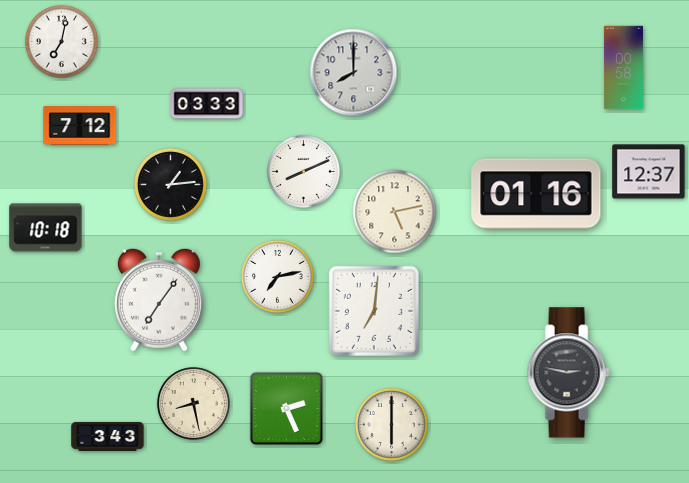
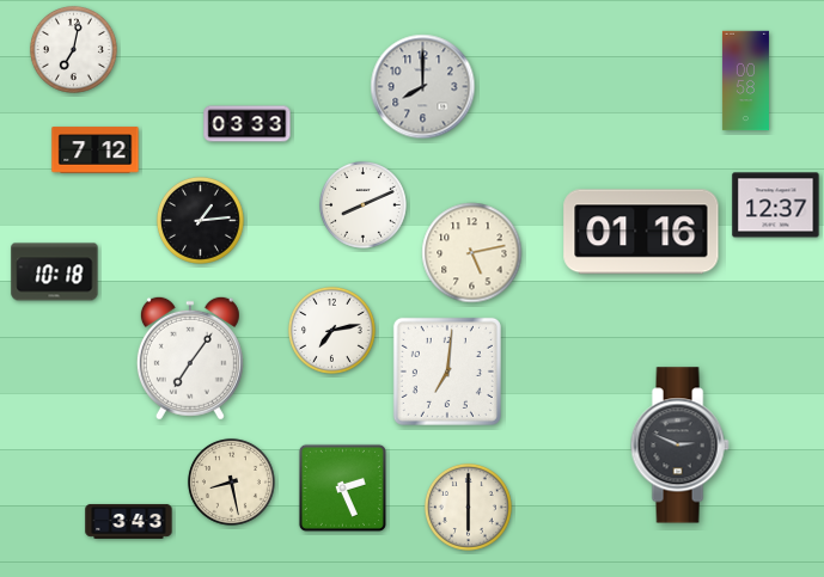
clock at (170, 184) position: (170, 184) -> (200, 220)
clock at (568, 373): 2:47 -> 2:49
